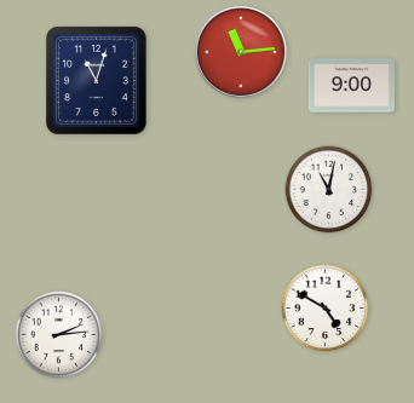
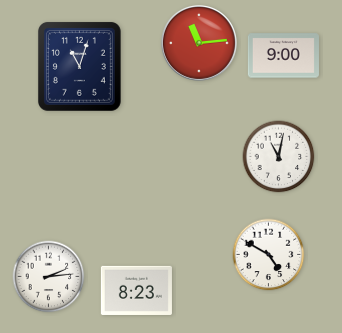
clock at (351, 86) position: (351, 86) -> (283, 56)
clock at (329, 190) position: (329, 190) -> (279, 157)
clock at (136, 290): none -> 8:23
